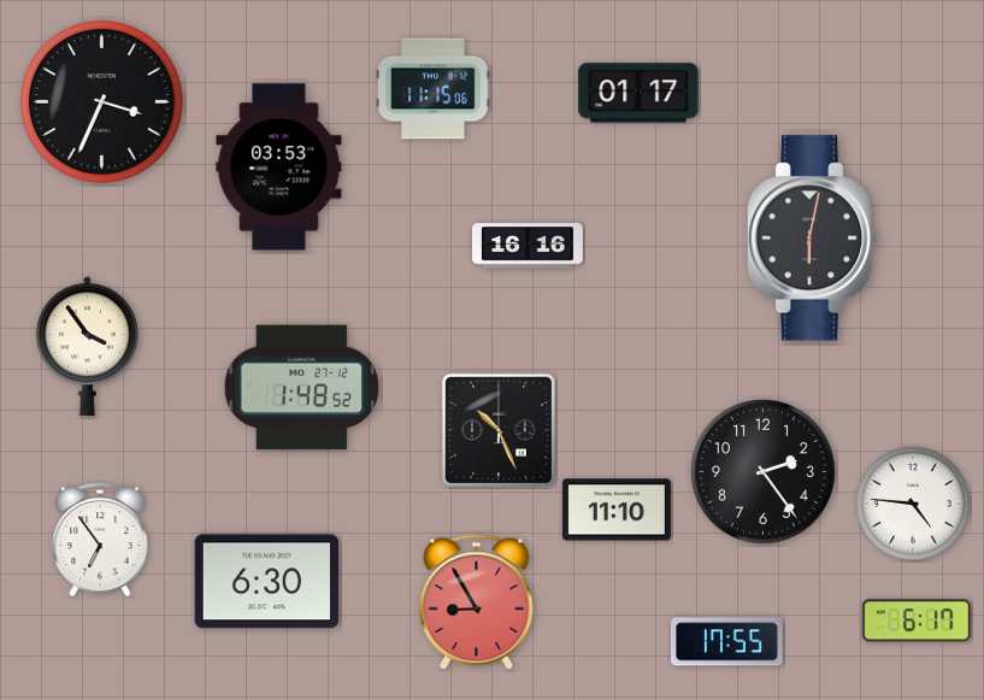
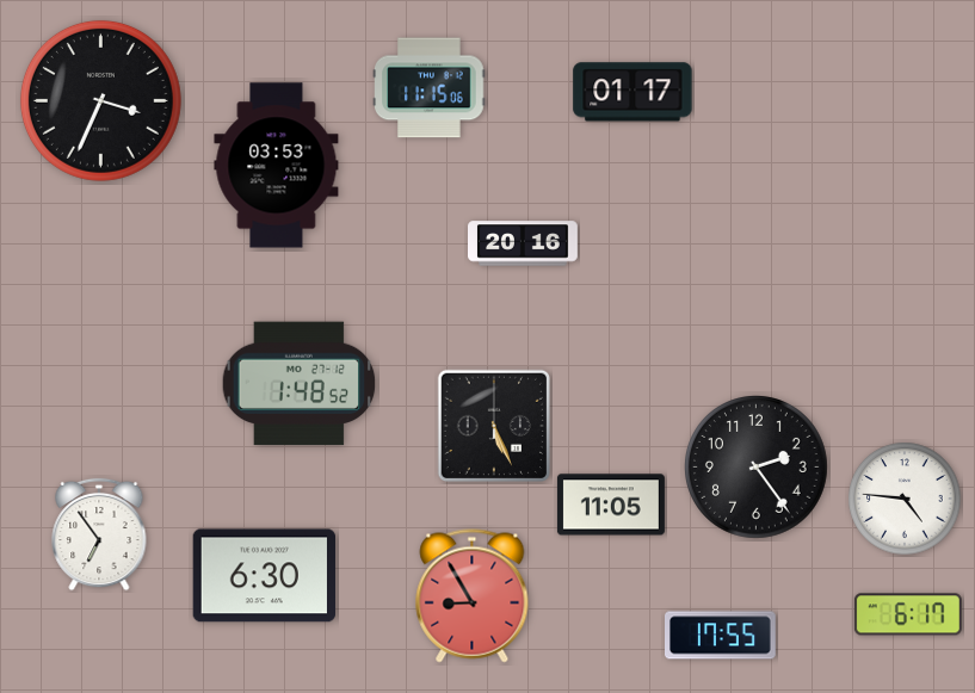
clock at (812, 239): 6:02 -> none
clock at (529, 246): 16:16 -> 20:16
clock at (87, 347): 3:54 -> none
clock at (497, 429): 10:26 -> 5:26
clock at (617, 510): 11:10 -> 11:05
